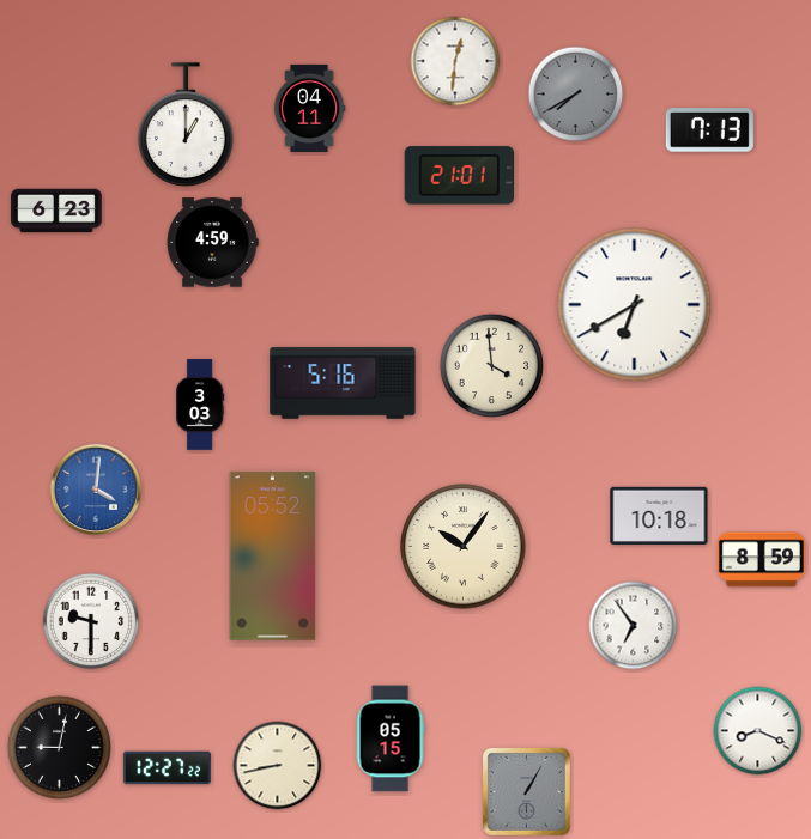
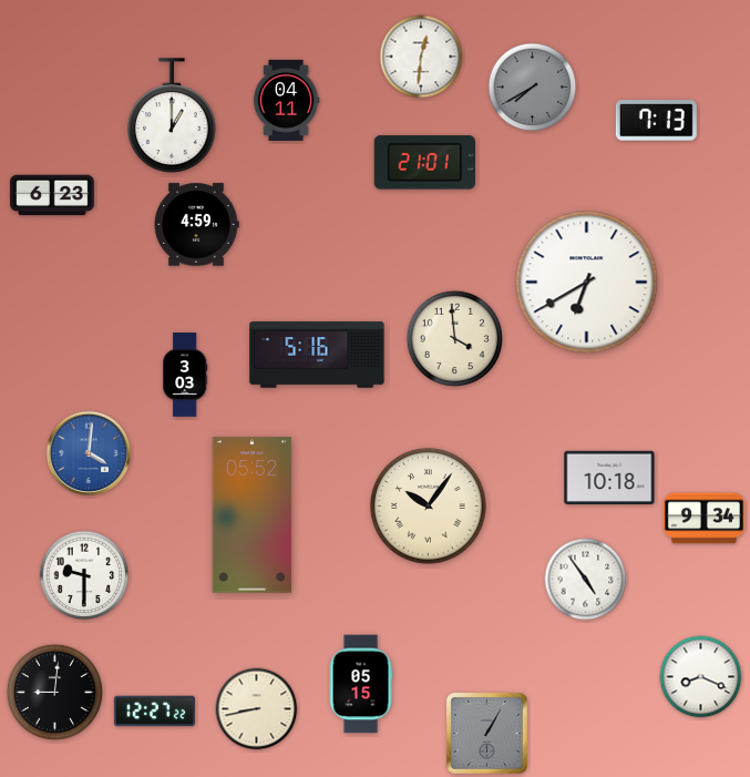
clock at (761, 560): 8:59 -> 9:34
clock at (634, 626): 6:54 -> 4:54
clock at (59, 747): 9:02 -> 9:01
